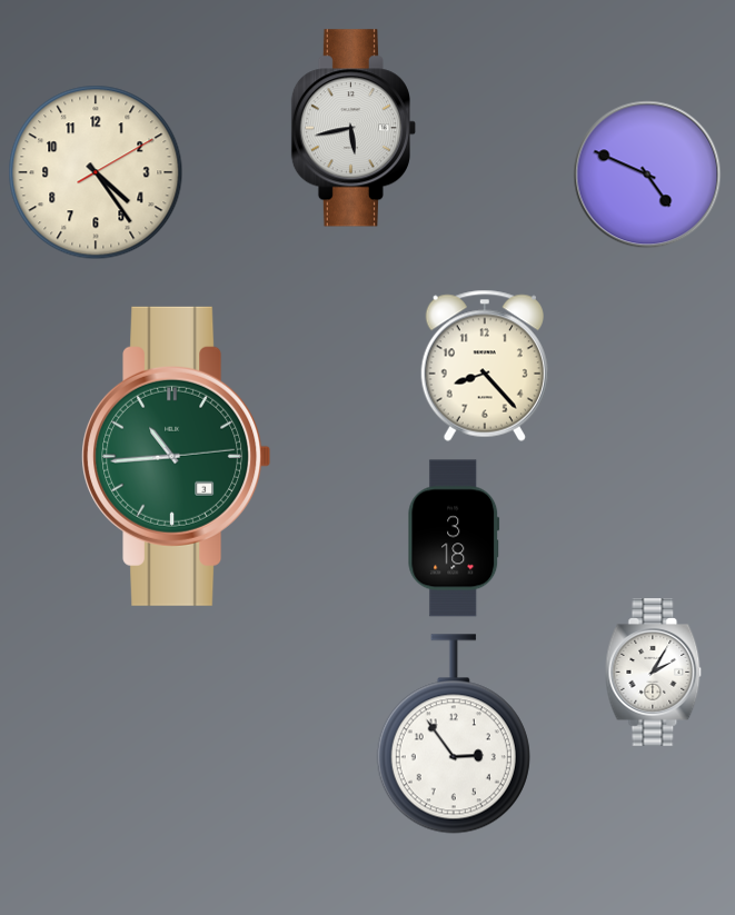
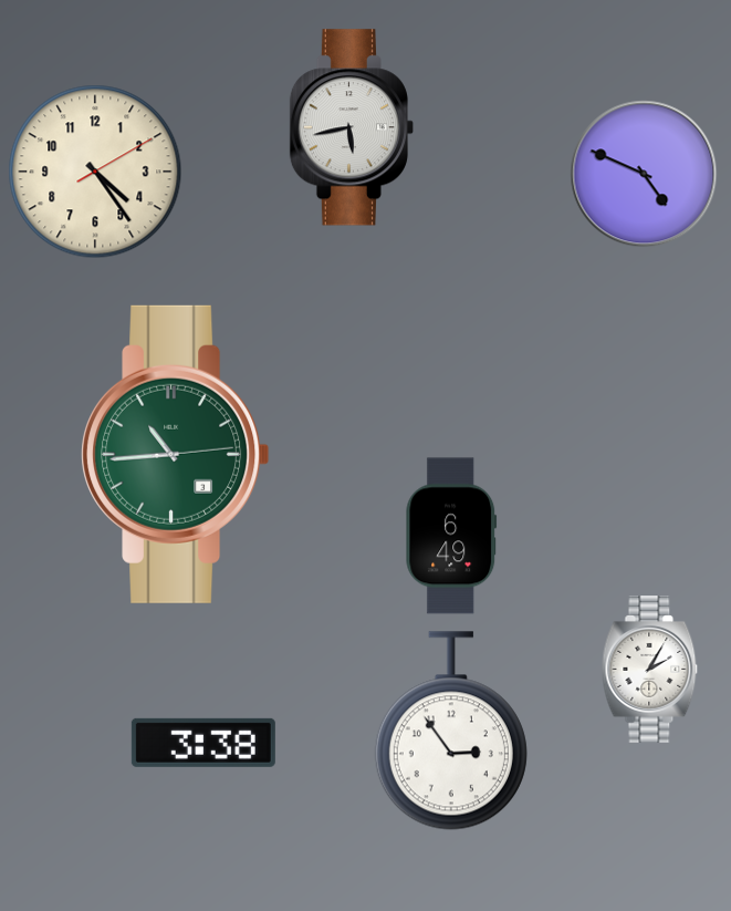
clock at (484, 366): 8:23 -> none
clock at (454, 538): 3:18 -> 6:49
clock at (203, 743): none -> 3:38
